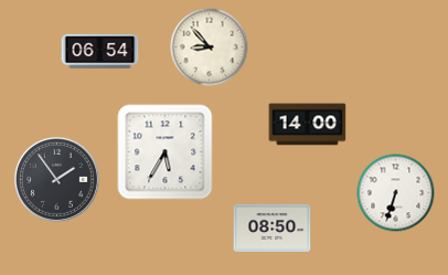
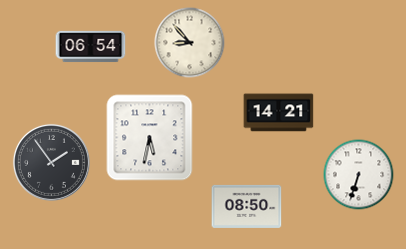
clock at (308, 125): 14:00 -> 14:21
clock at (166, 152): 5:35 -> 5:32
